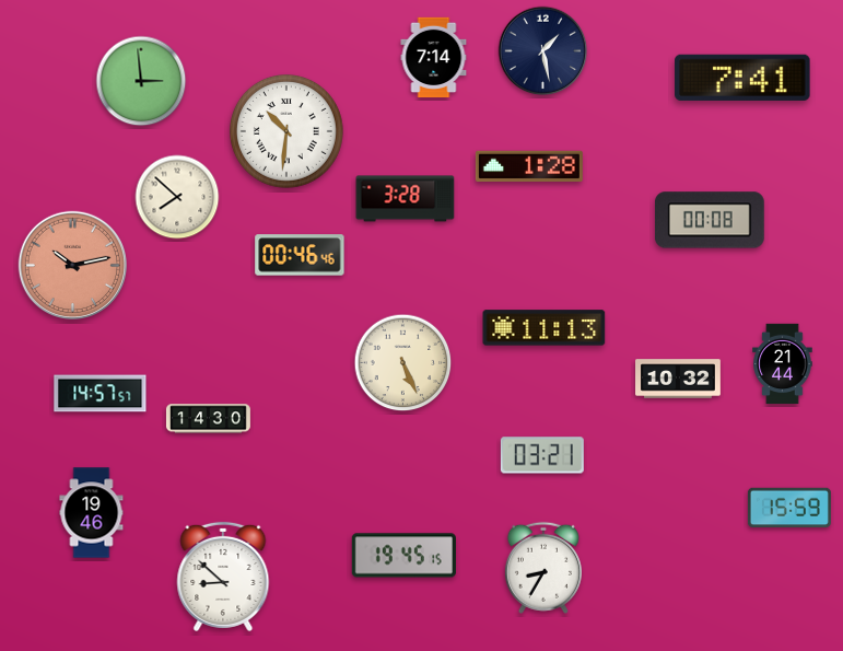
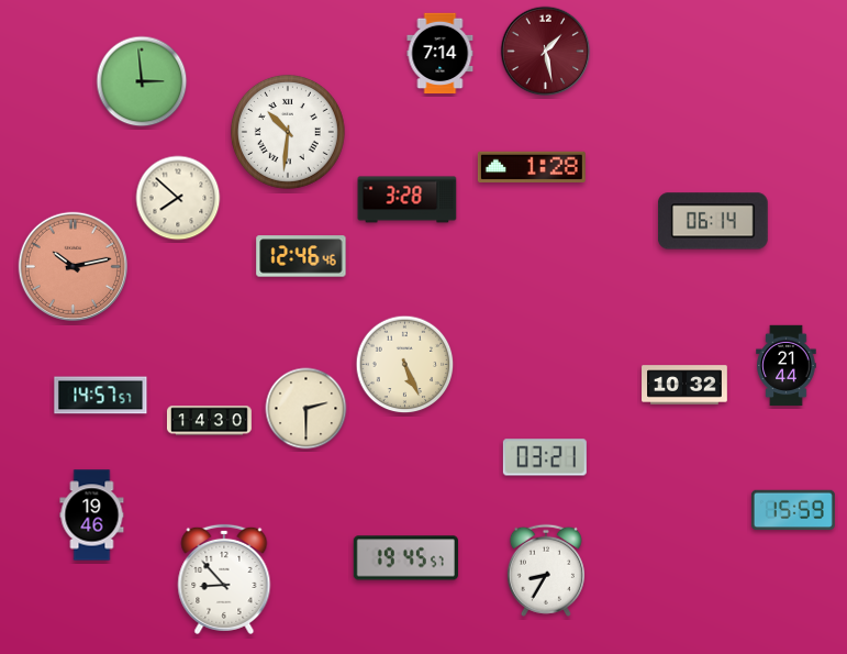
clock at (543, 51) dial: navy -> burgundy
clock at (434, 58) position: (434, 58) -> (441, 54)
clock at (742, 78): 7:41 -> none
clock at (711, 220): 00:08 -> 06:14
clock at (300, 255): 00:46 -> 12:46
clock at (545, 328): 11:13 -> none
clock at (678, 379) position: (678, 379) -> (684, 385)
clock at (307, 409): none -> 2:30
clock at (403, 556): 19:45:15 -> 19:45:57
clock at (223, 577): 8:52 -> 8:53
